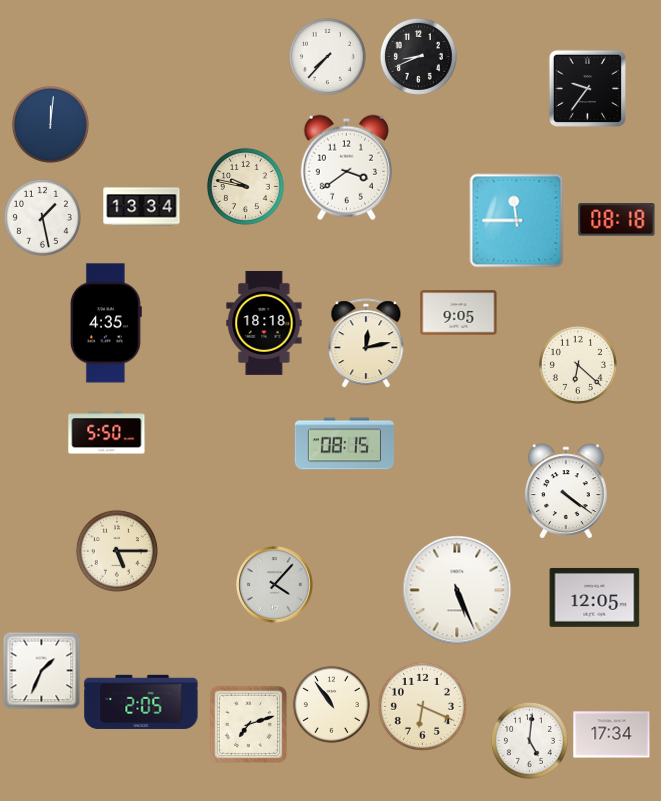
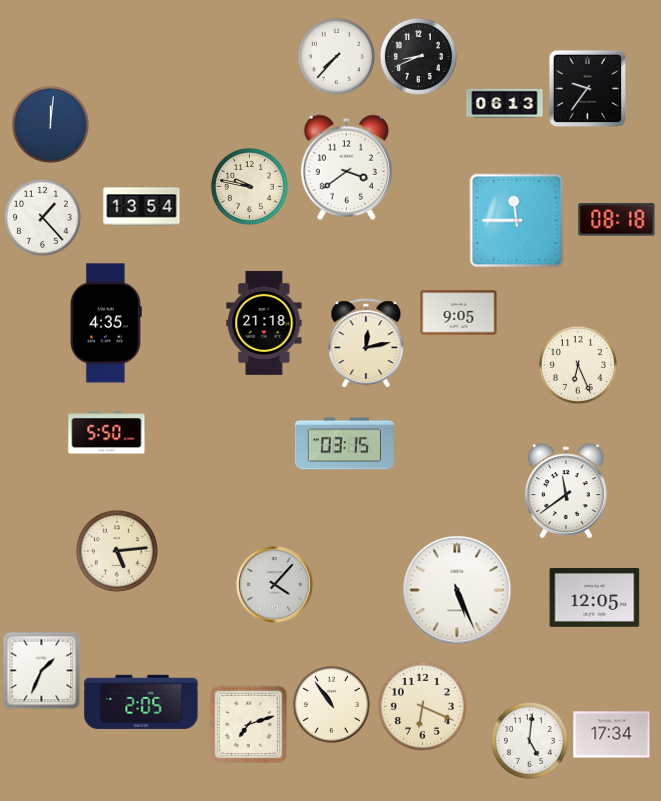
clock at (327, 56) position: (327, 56) -> (336, 56)
clock at (505, 103): none -> 06:13
clock at (245, 186) position: (245, 186) -> (249, 186)
clock at (142, 207): 13:34 -> 13:54
clock at (42, 217): 1:28 -> 1:23
clock at (264, 323): 18:18 -> 21:18
clock at (578, 365): 6:22 -> 6:26
clock at (344, 444): 08:15 -> 03:15
clock at (566, 491): 4:21 -> 11:39
clock at (117, 551): 5:15 -> 5:14
